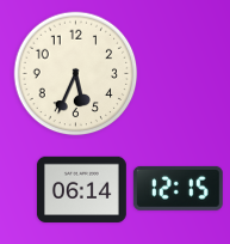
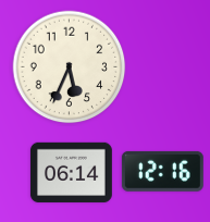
clock at (178, 188): 12:15 -> 12:16
clock at (81, 189) position: (81, 189) -> (71, 172)
